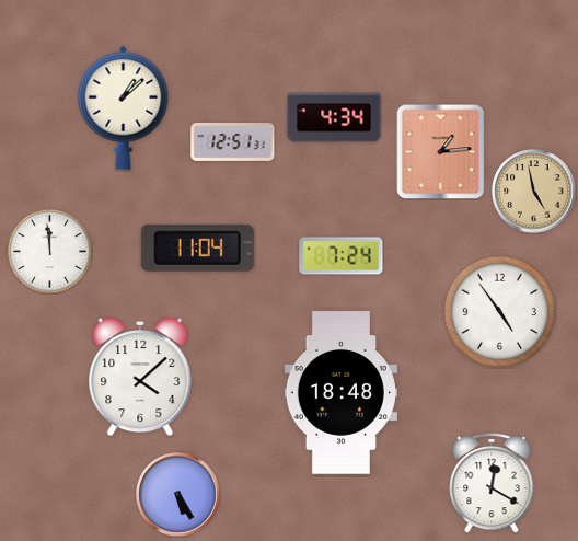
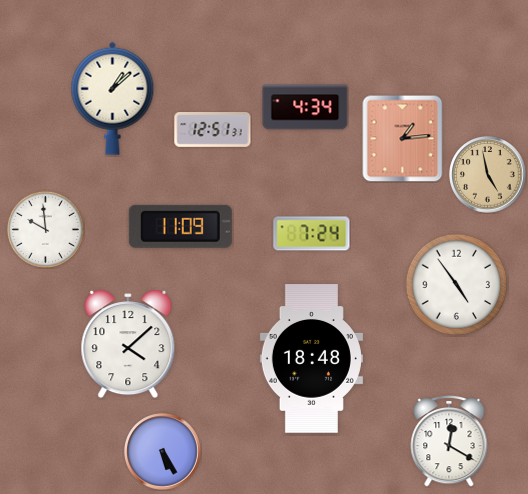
clock at (197, 248): 11:04 -> 11:09
clock at (49, 251): 11:59 -> 9:59
